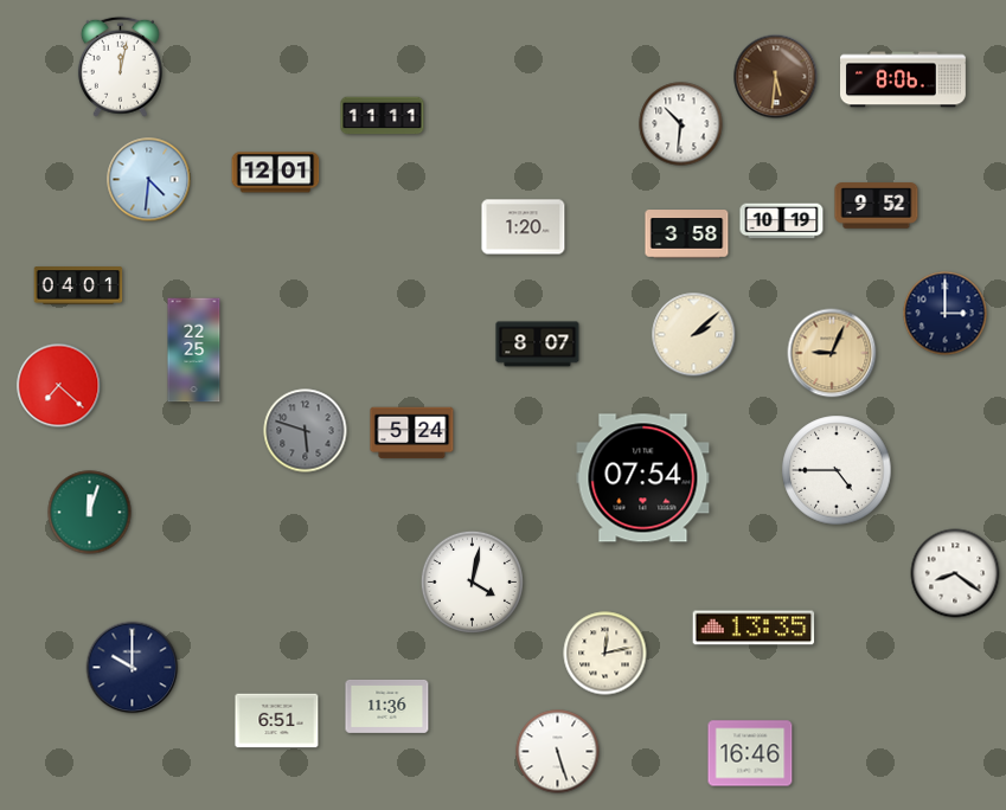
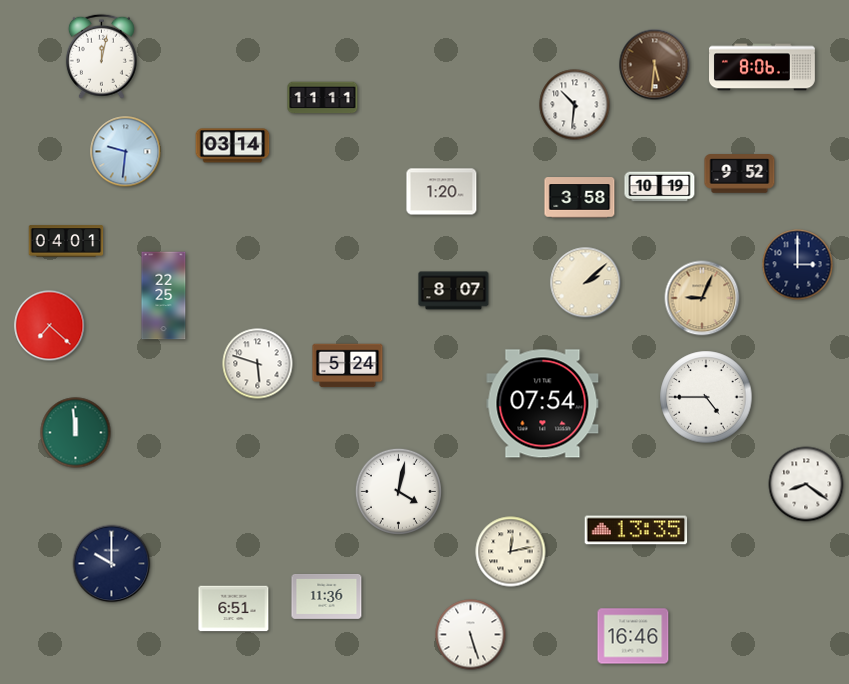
clock at (276, 173): 12:01 -> 03:14
clock at (149, 180): 4:31 -> 9:31
clock at (306, 431) dial: grey -> white
clock at (90, 513): 12:03 -> 11:59
